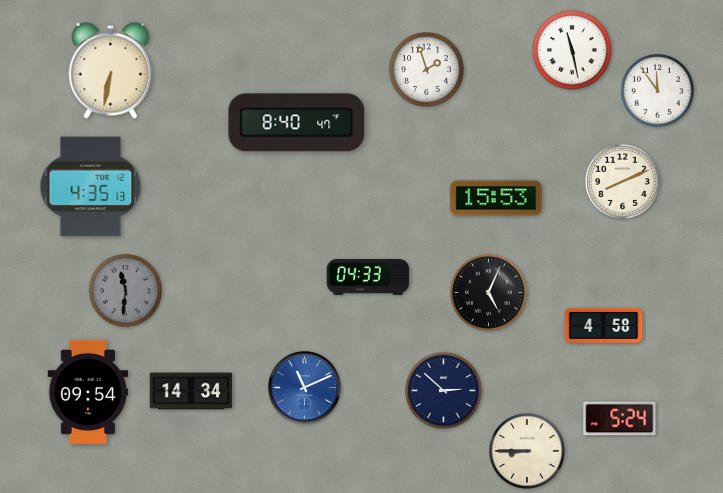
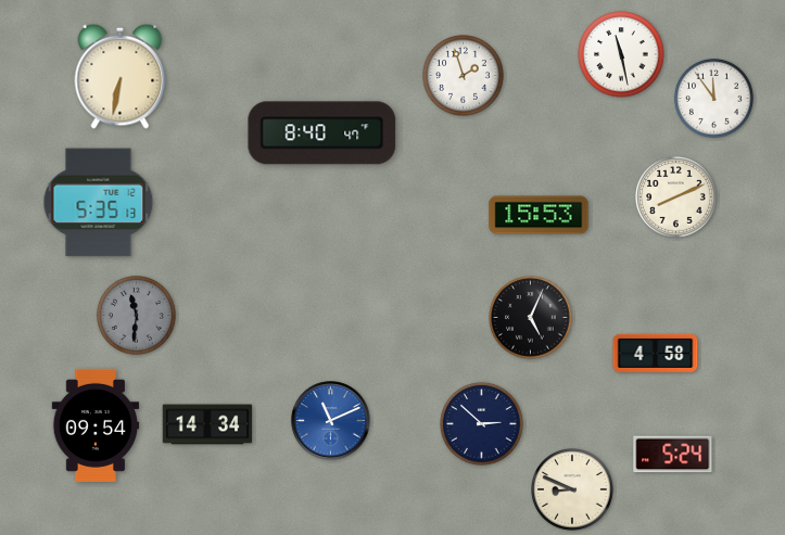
clock at (91, 187): 4:35 -> 5:35
clock at (368, 277): 04:33 -> none
clock at (527, 451): 8:45 -> 8:49
